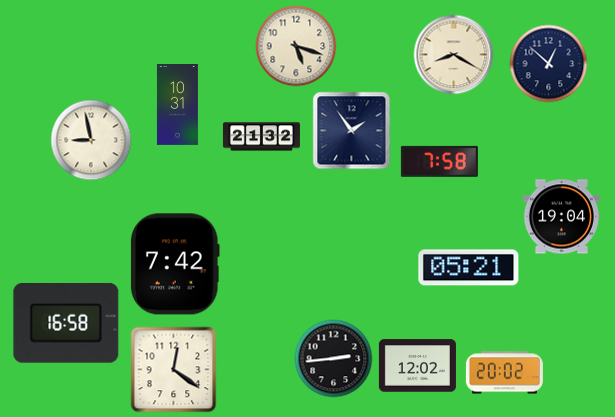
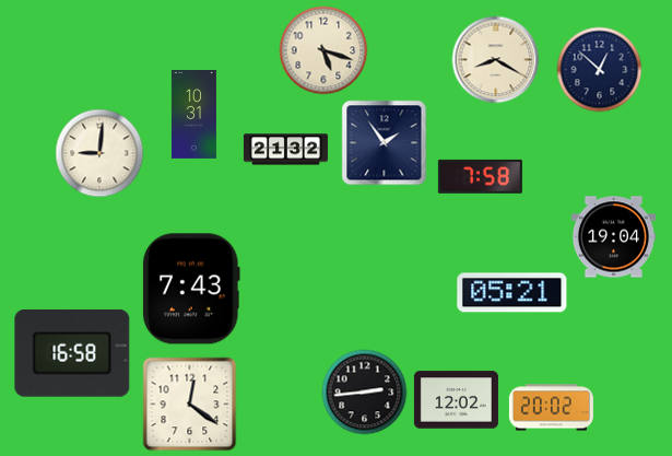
clock at (91, 140): 8:58 -> 9:01
clock at (175, 264): 7:42 -> 7:43
